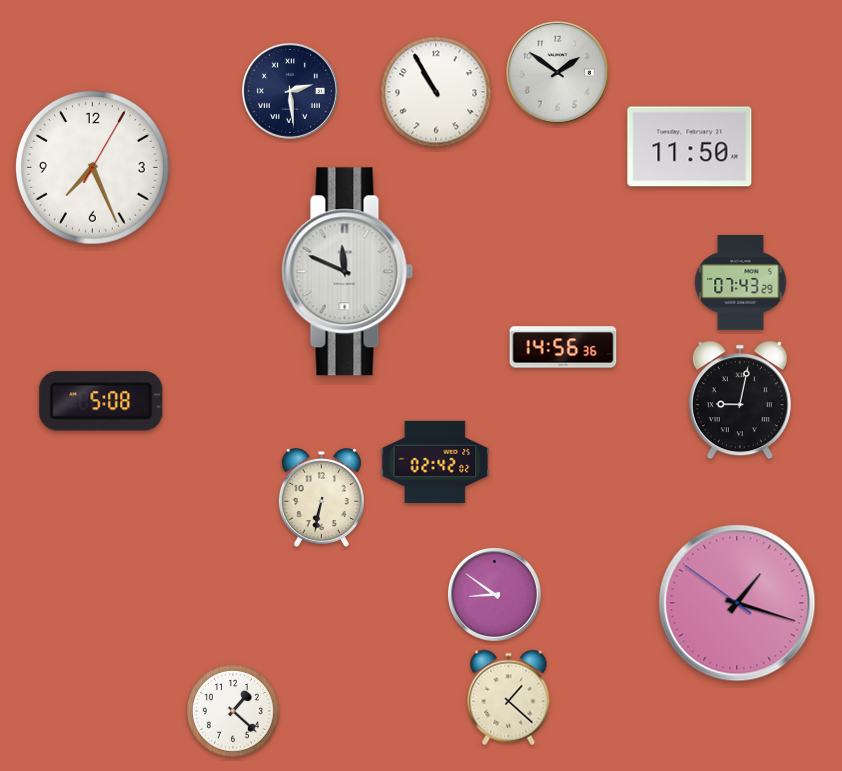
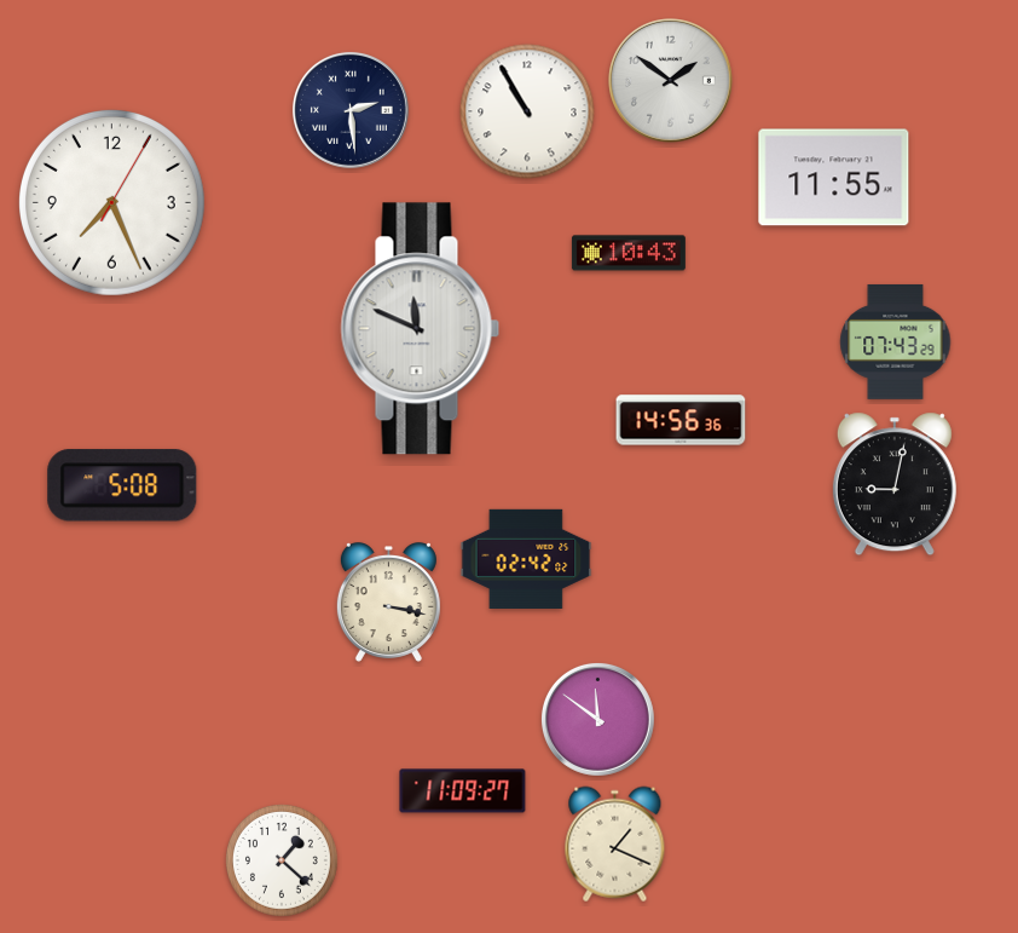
clock at (558, 73) position: (558, 73) -> (671, 81)
clock at (690, 147): 11:50 -> 11:55
clock at (629, 253): none -> 10:43
clock at (321, 498): 6:32 -> 3:17
clock at (494, 594): 8:51 -> 11:51
clock at (737, 603): 1:17 -> none
clock at (463, 791): none -> 11:09
clock at (509, 698): 1:22 -> 1:19
